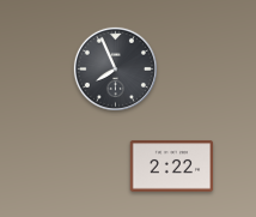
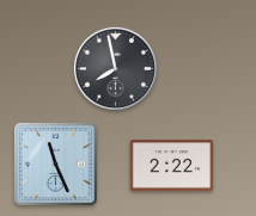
clock at (115, 68): 7:56 -> 7:58
clock at (56, 165): none -> 11:26
